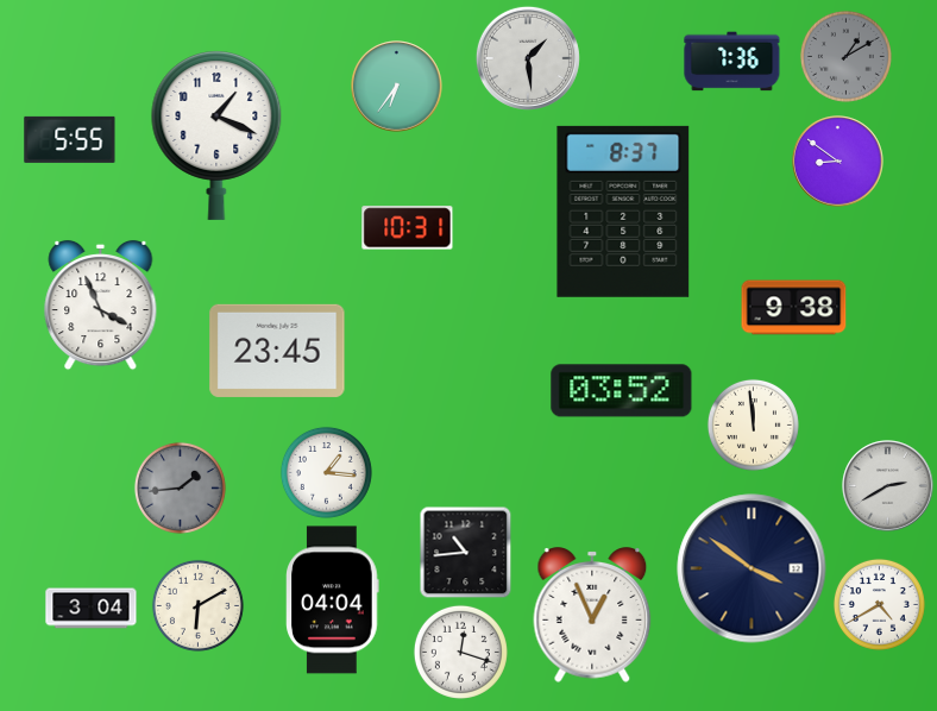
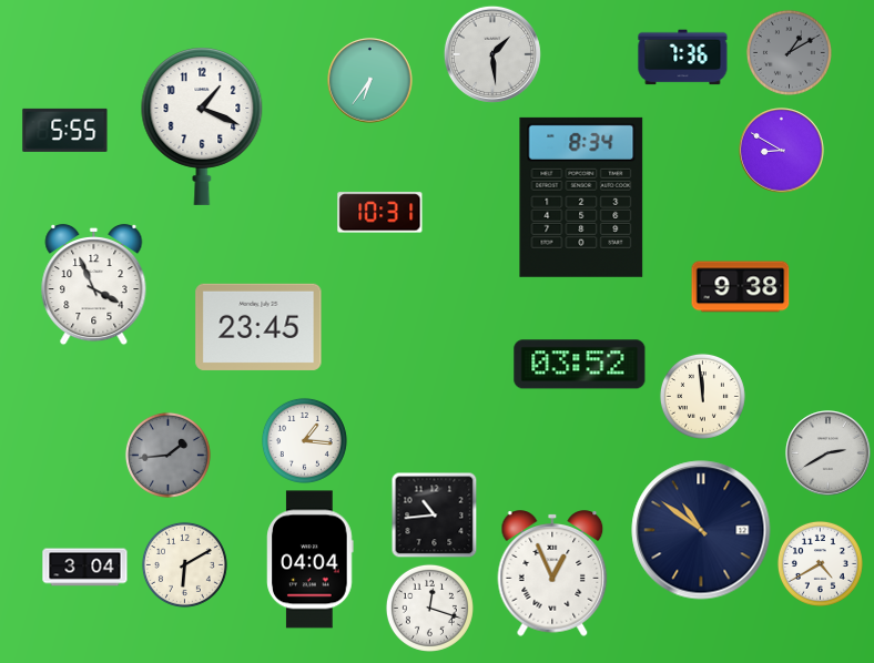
clock at (838, 162): 8:51 -> 8:50
clock at (623, 212): 8:37 -> 8:34
clock at (752, 568): 3:51 -> 10:51
